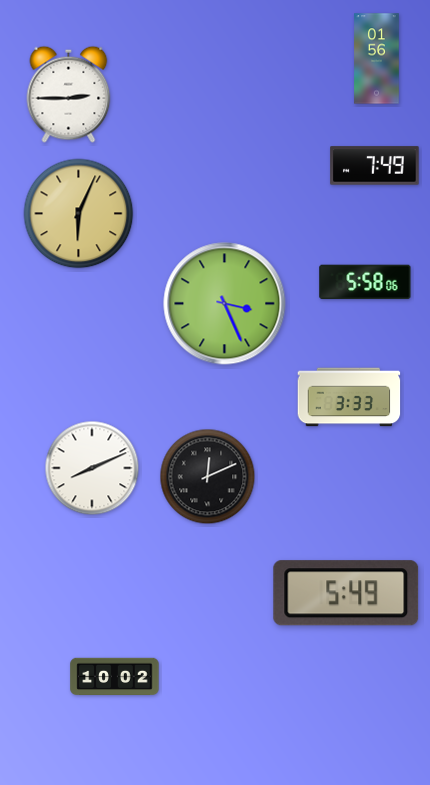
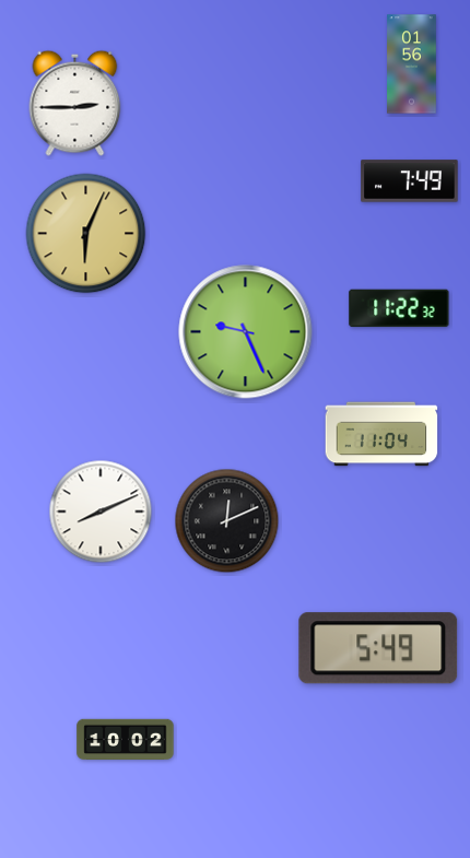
clock at (365, 282): 5:58 -> 11:22
clock at (225, 304): 3:26 -> 9:26
clock at (349, 397): 3:33 -> 11:04
